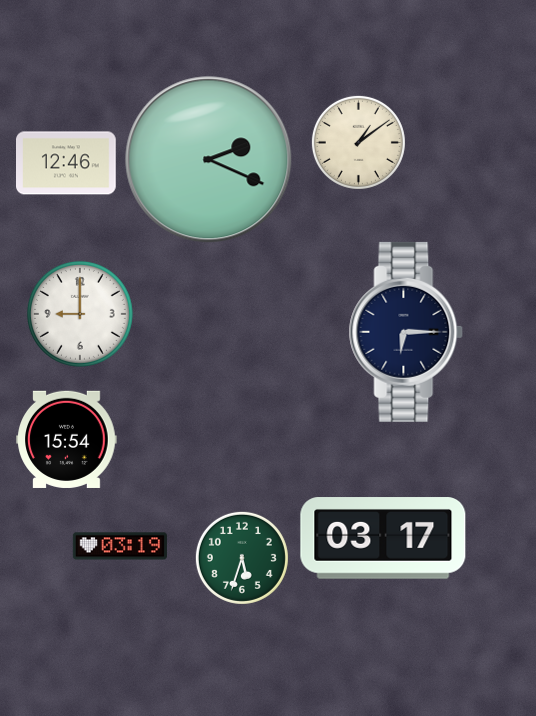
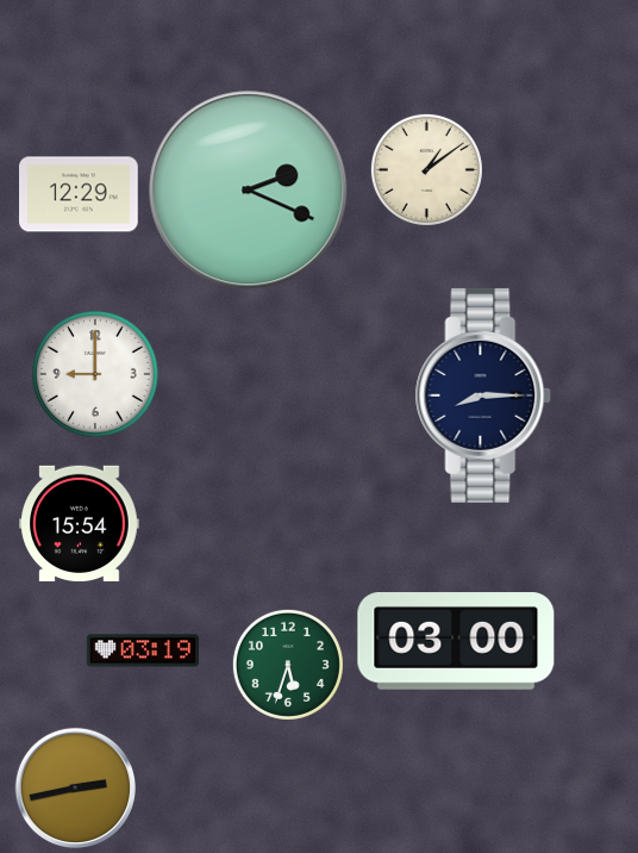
clock at (67, 163): 12:46 -> 12:29
clock at (406, 332): 6:15 -> 8:15
clock at (383, 538): 03:17 -> 03:00
clock at (75, 787): none -> 2:43
